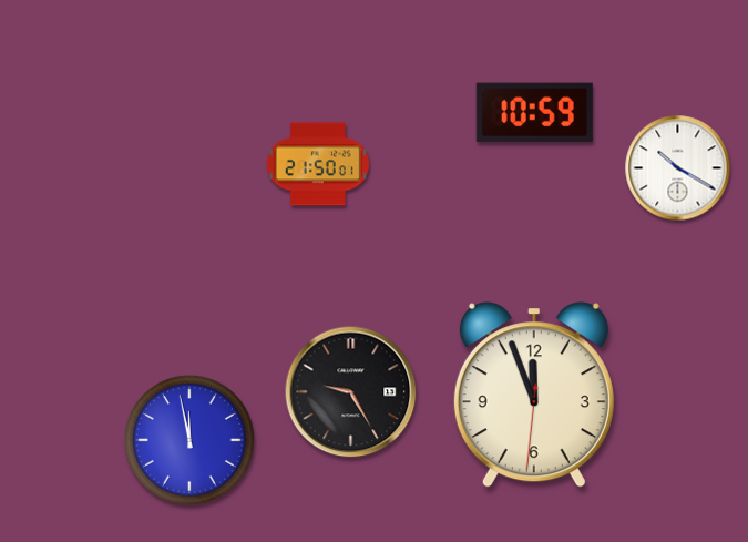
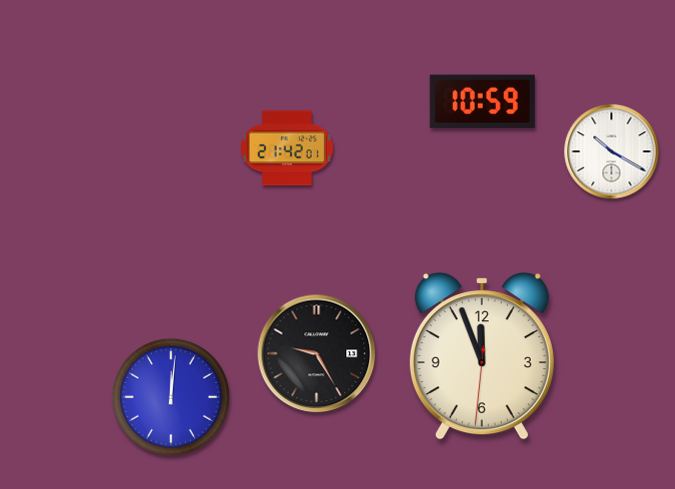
clock at (318, 164): 21:50 -> 21:42
clock at (189, 440): 11:58 -> 12:01
